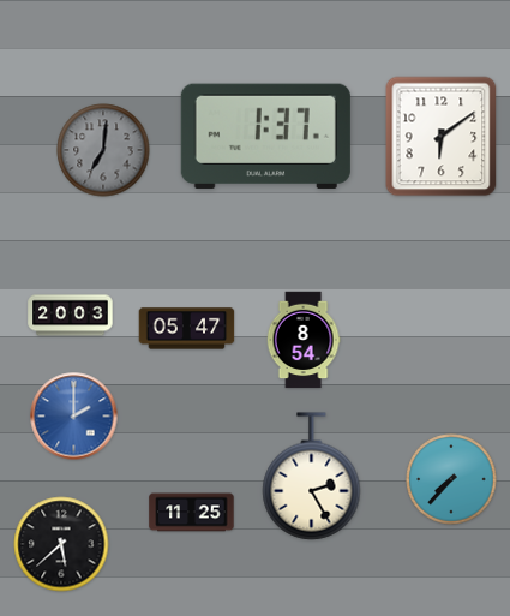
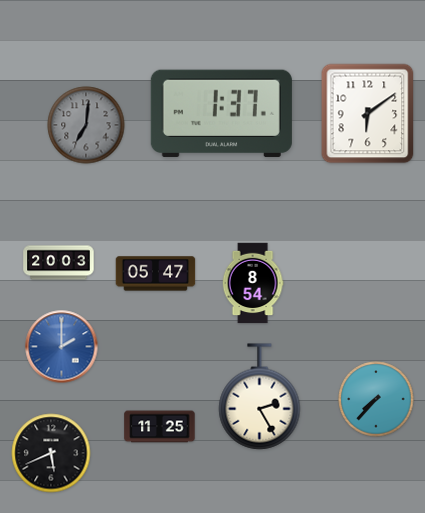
clock at (61, 544): 5:38 -> 5:41
